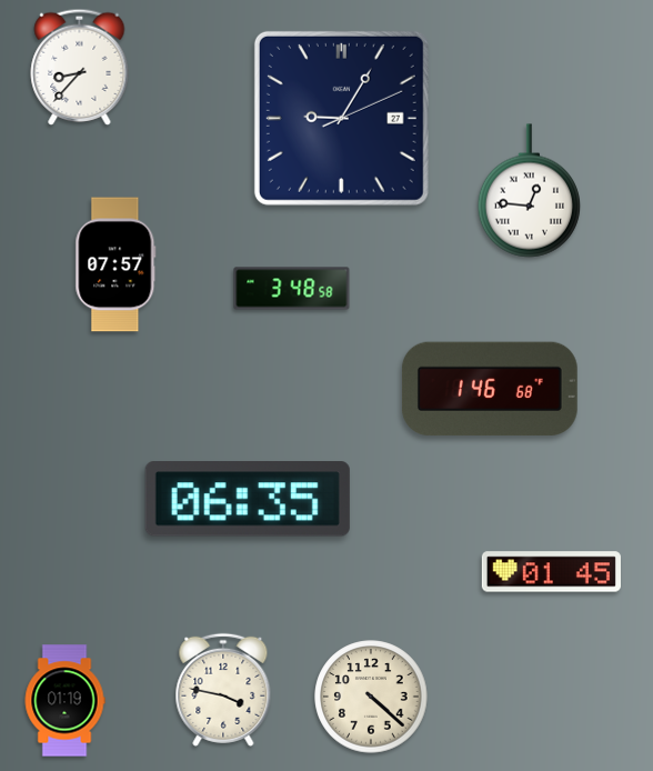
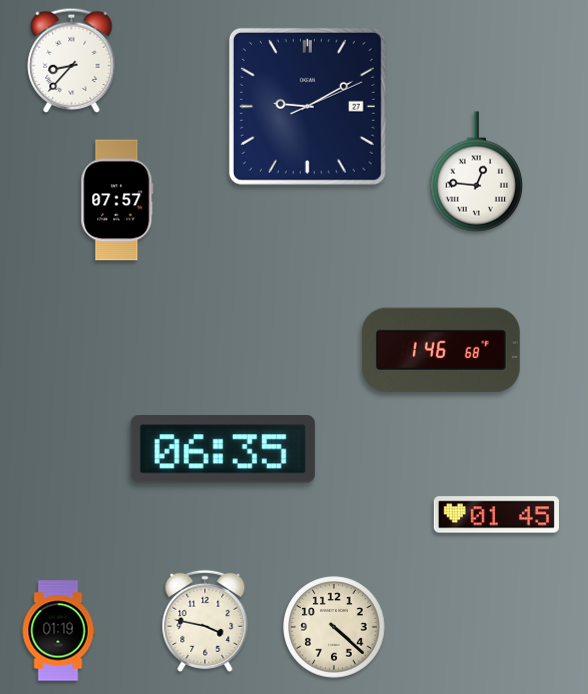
clock at (341, 118): 9:05 -> 9:10
clock at (115, 264) position: (115, 264) -> (117, 200)
clock at (292, 289): 3:48 -> none
clock at (223, 690) position: (223, 690) -> (205, 621)
